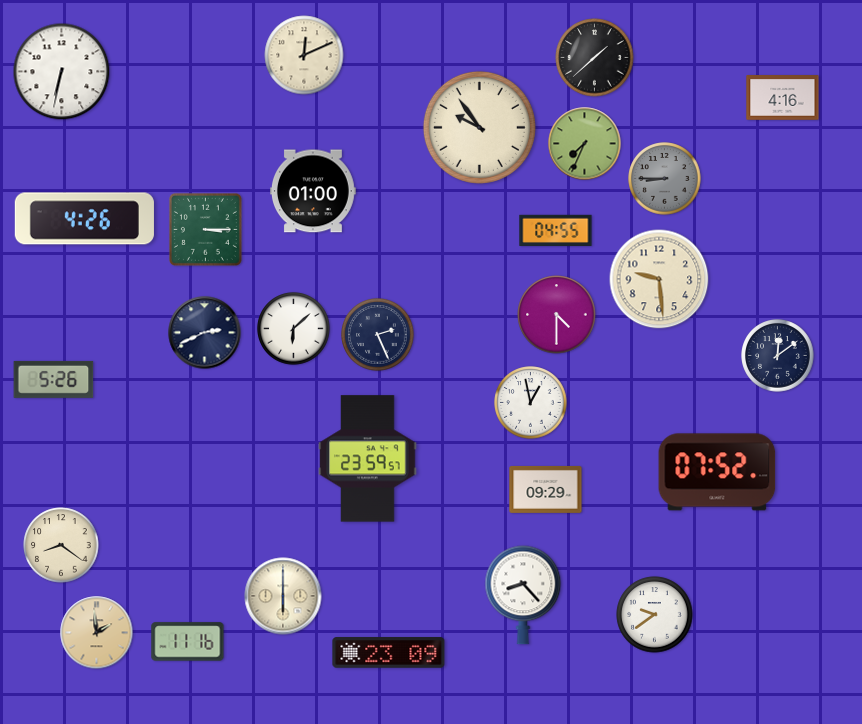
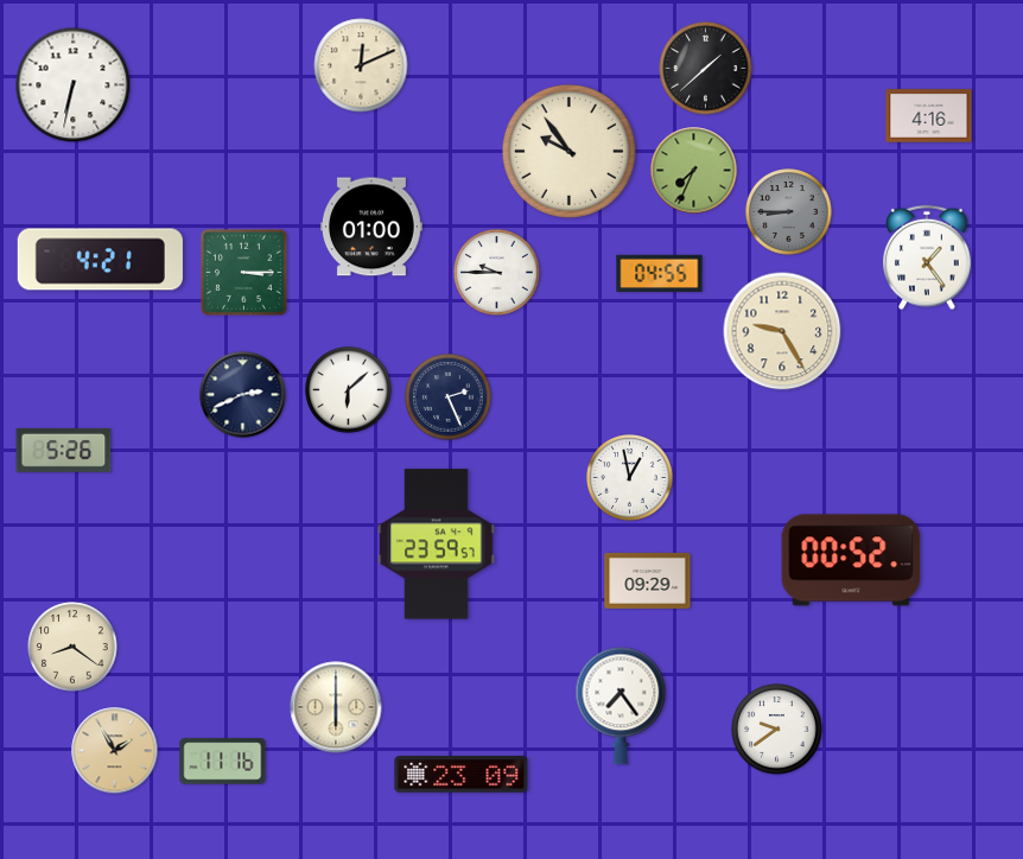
clock at (927, 257): none -> 1:24
clock at (84, 219): 4:26 -> 4:21
clock at (497, 273): none -> 9:45
clock at (659, 279): 9:29 -> 9:25
clock at (557, 315): 4:30 -> none
clock at (778, 356): 12:09 -> none
clock at (717, 472): 07:52 -> 00:52
clock at (523, 595): 8:23 -> 7:24
clock at (97, 633): 1:59 -> 1:55
